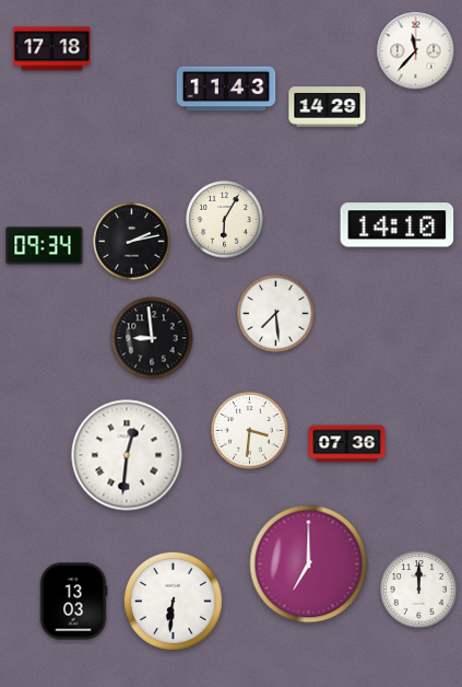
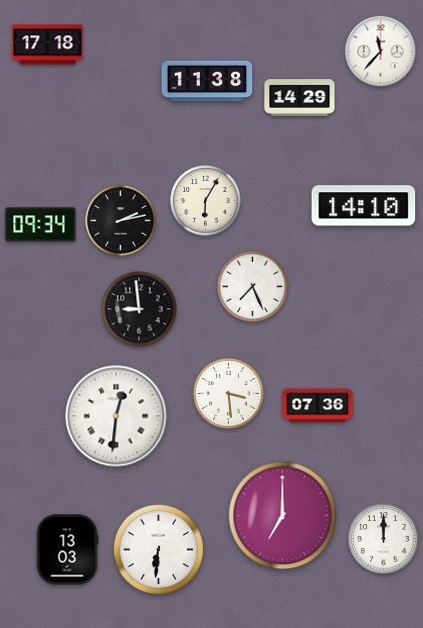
clock at (416, 51) position: (416, 51) -> (381, 52)
clock at (226, 89): 11:43 -> 11:38
clock at (276, 314): 7:29 -> 7:26
clock at (250, 431): 3:31 -> 3:29
